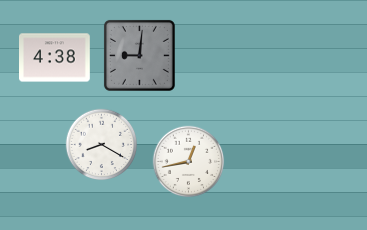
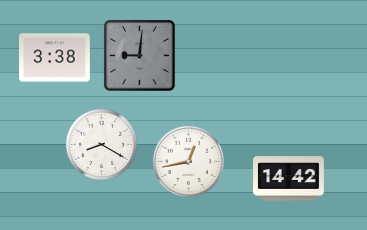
clock at (55, 58): 4:38 -> 3:38
clock at (289, 179): none -> 14:42
